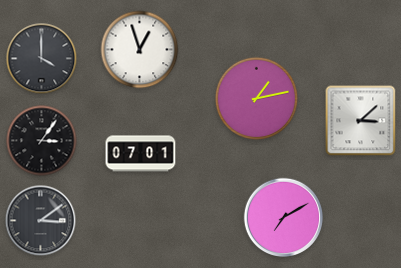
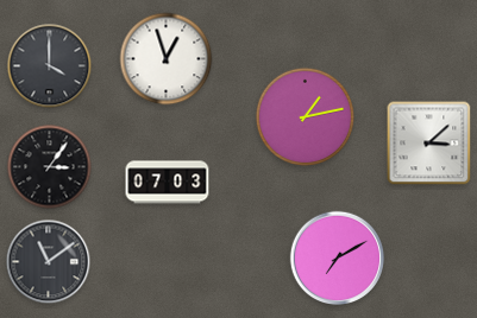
clock at (42, 59) position: (42, 59) -> (50, 66)
clock at (141, 154): 07:01 -> 07:03
clock at (41, 221): 3:09 -> 11:09
